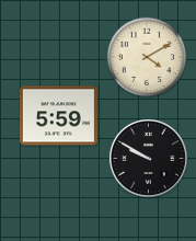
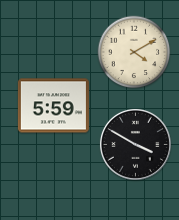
clock at (148, 158): 9:50 -> 3:50
